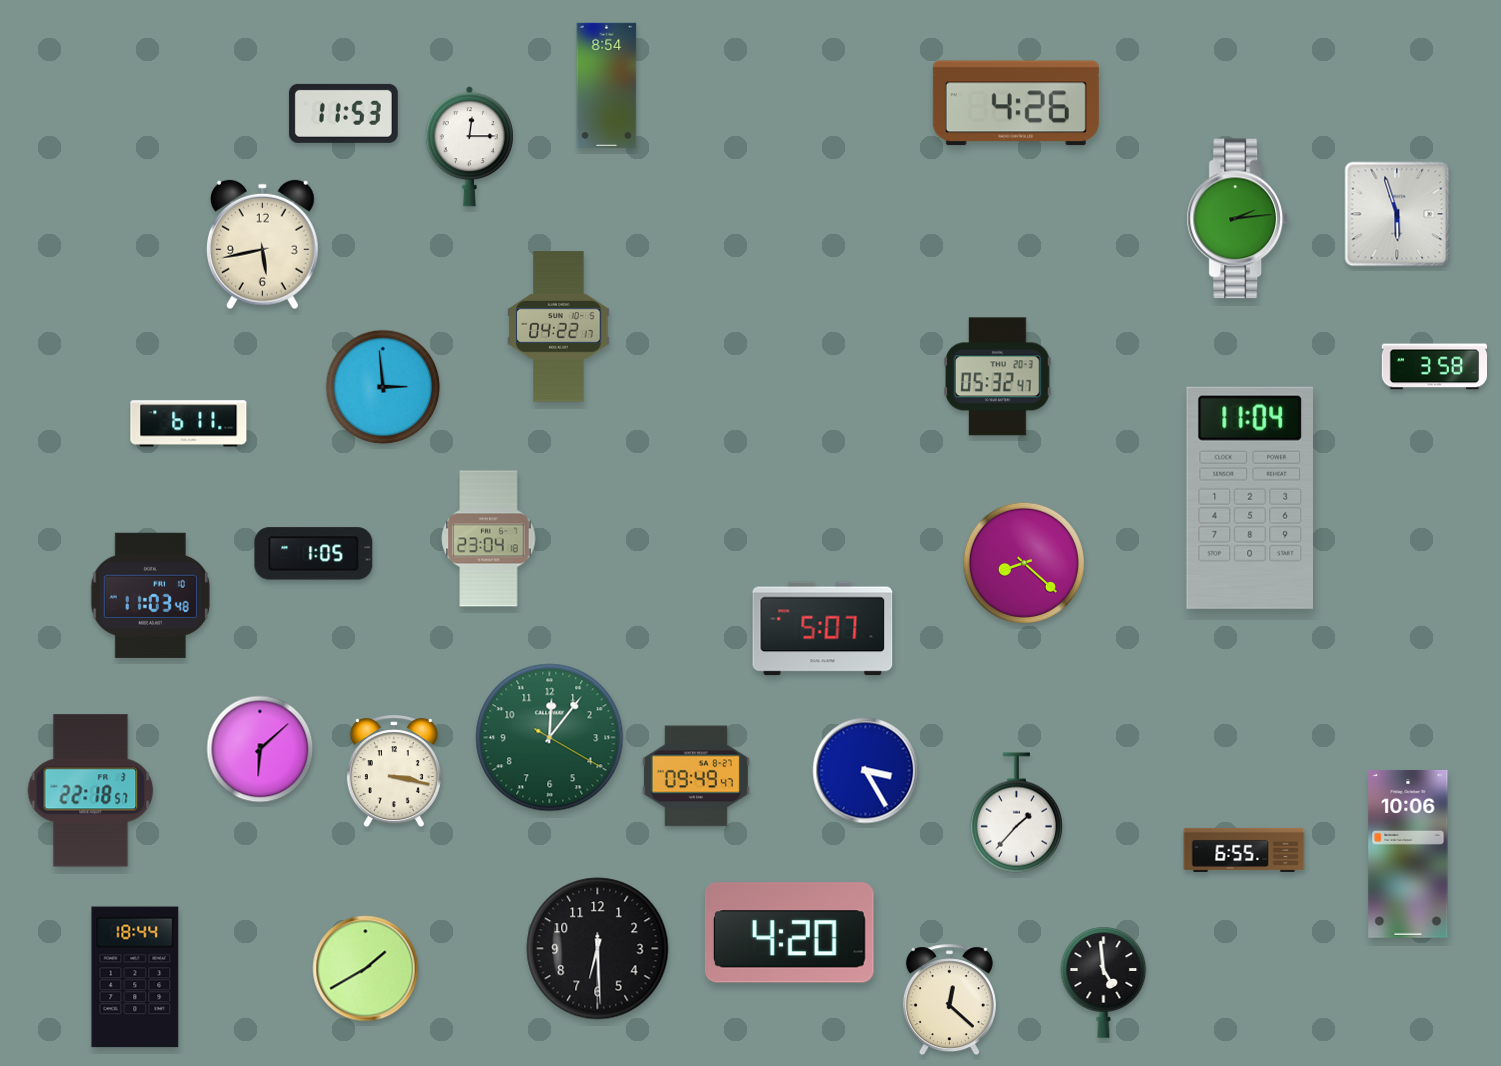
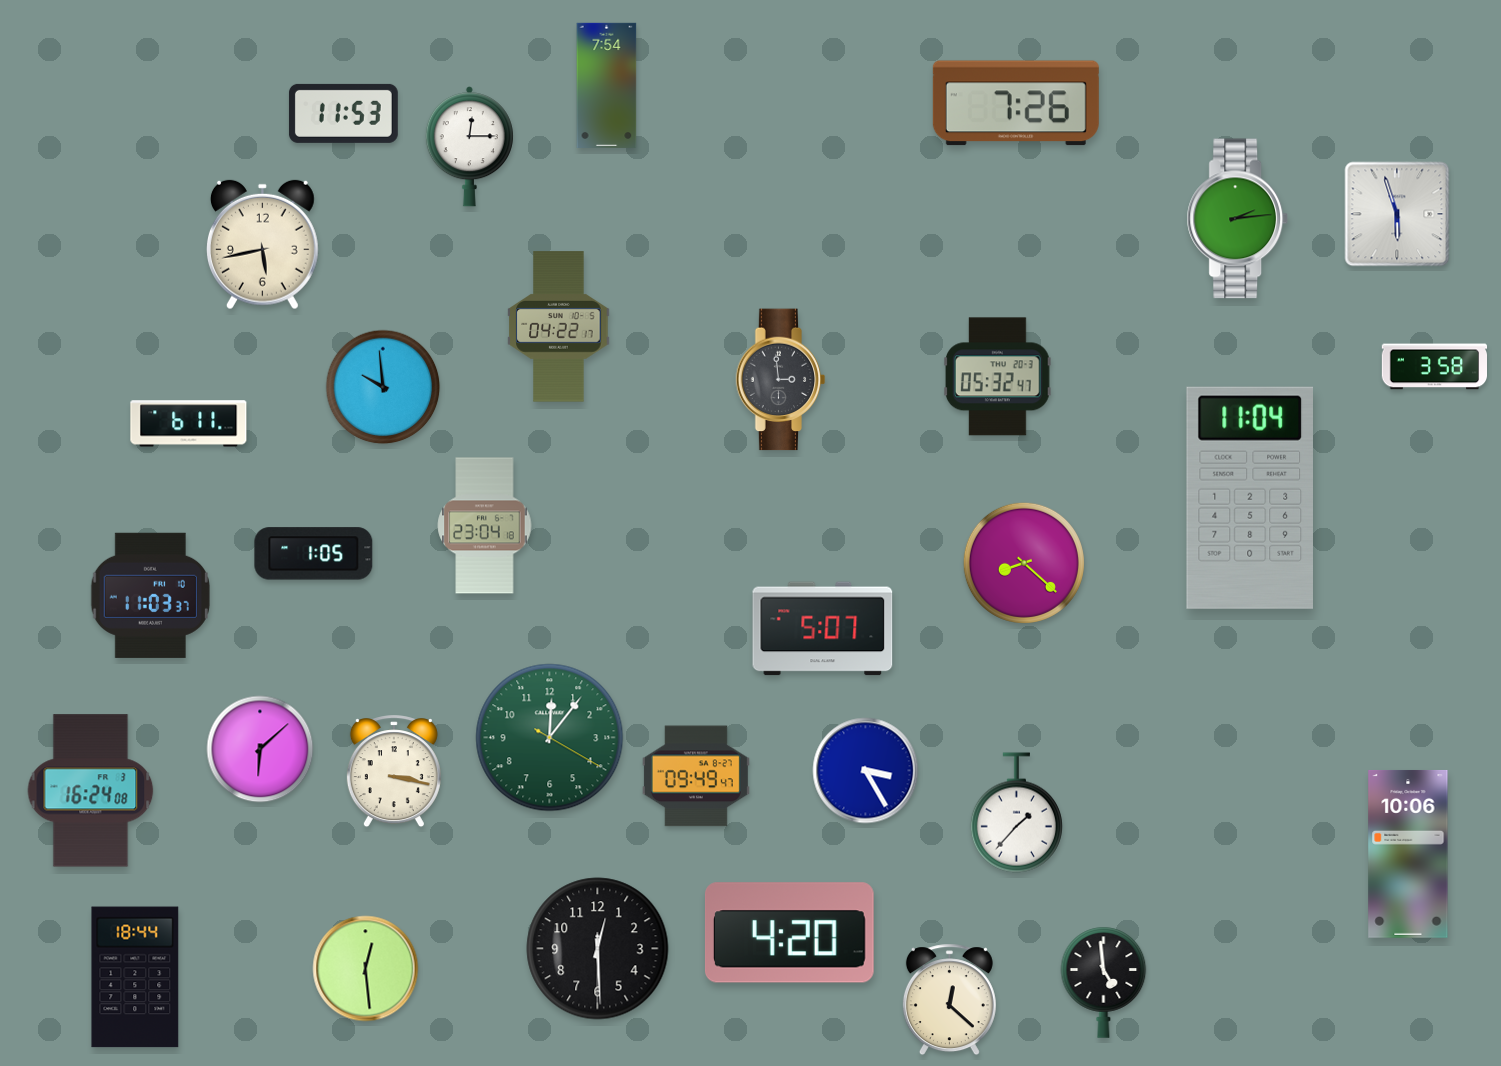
clock at (607, 85): 8:54 -> 7:54
clock at (1016, 103): 4:26 -> 7:26
clock at (781, 380): none -> 2:59
clock at (383, 387): 2:59 -> 9:59
clock at (489, 539) position: (489, 539) -> (485, 526)
clock at (150, 595): 11:03:48 -> 11:03:37
clock at (91, 791): 22:18 -> 16:24
clock at (1244, 850): 6:55 -> none
clock at (598, 949): 6:29 -> 12:29
clock at (366, 969): 1:40 -> 12:29
